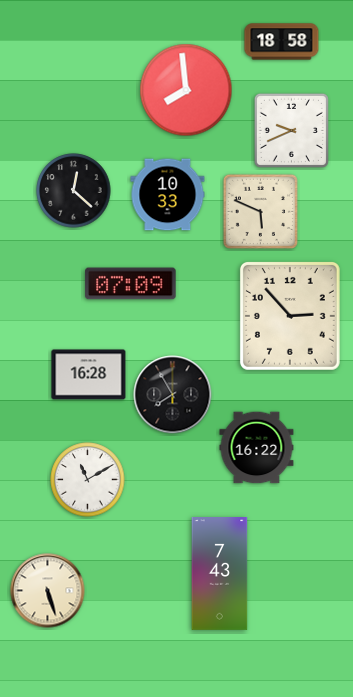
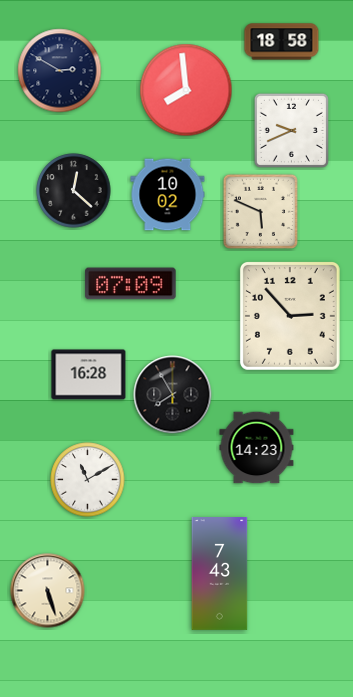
clock at (60, 71): none -> 2:50
clock at (168, 195): 10:33 -> 10:02
clock at (257, 448): 16:22 -> 14:23
